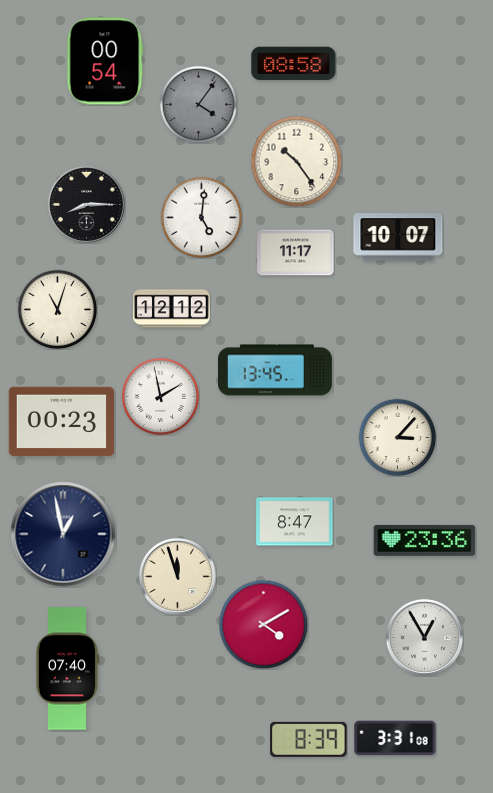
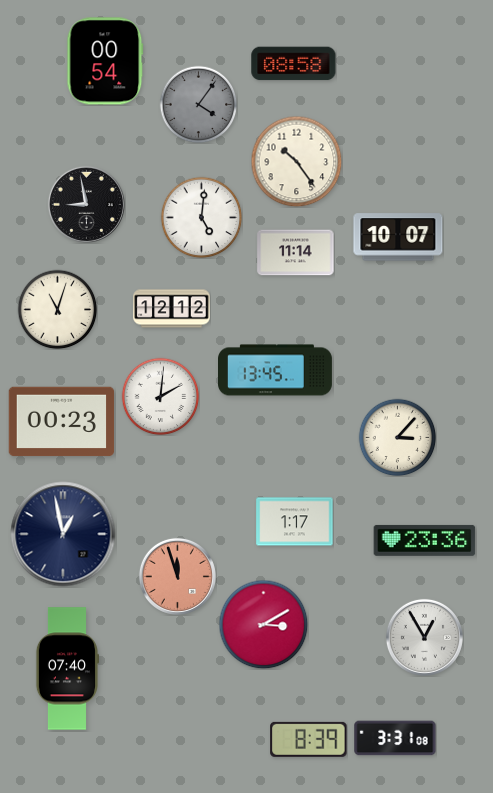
clock at (86, 204): 8:15 -> 8:58
clock at (296, 253): 11:17 -> 11:14
clock at (160, 396): 1:58 -> 2:01
clock at (295, 522): 8:47 -> 1:17
clock at (177, 576) dial: cream -> salmon
clock at (263, 624): 4:10 -> 3:10
